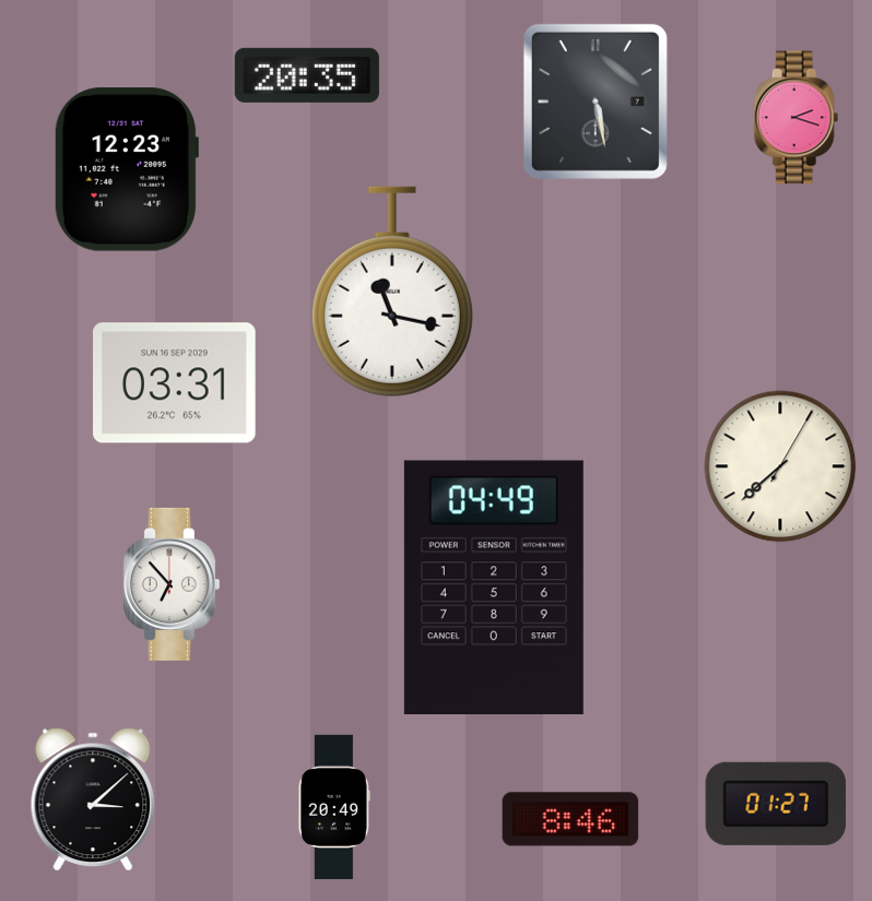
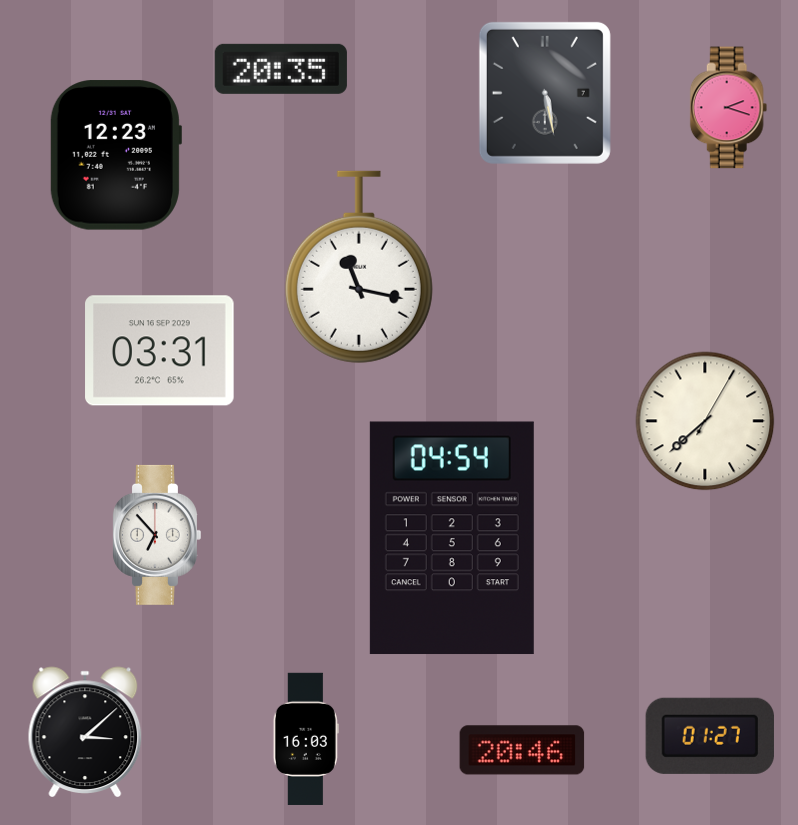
clock at (780, 466) position: (780, 466) -> (705, 421)
clock at (494, 588): 04:49 -> 04:54
clock at (334, 807): 20:49 -> 16:03
clock at (570, 819): 8:46 -> 20:46
